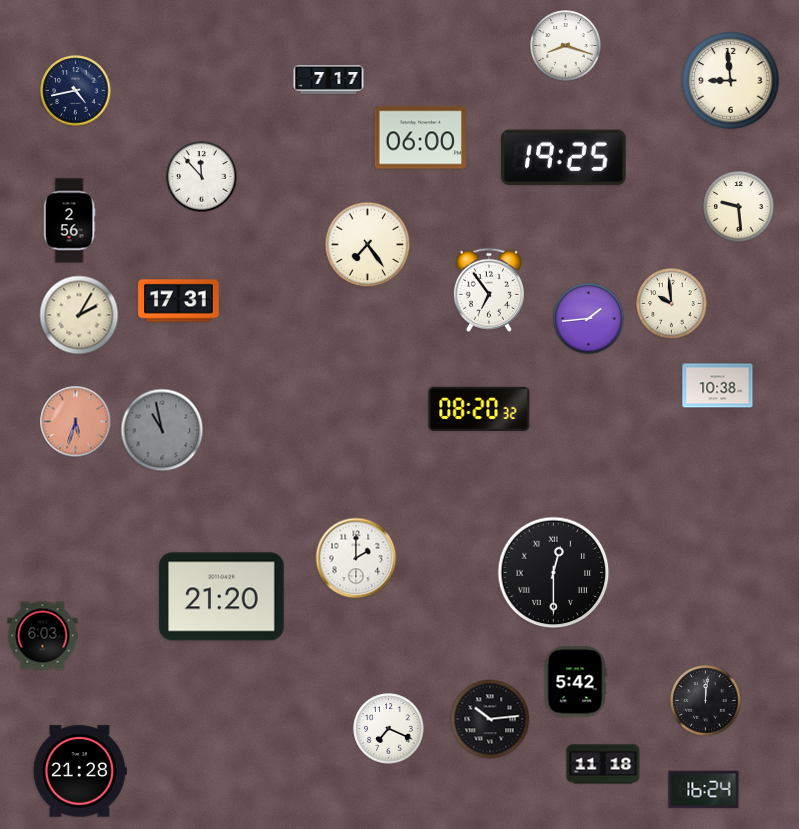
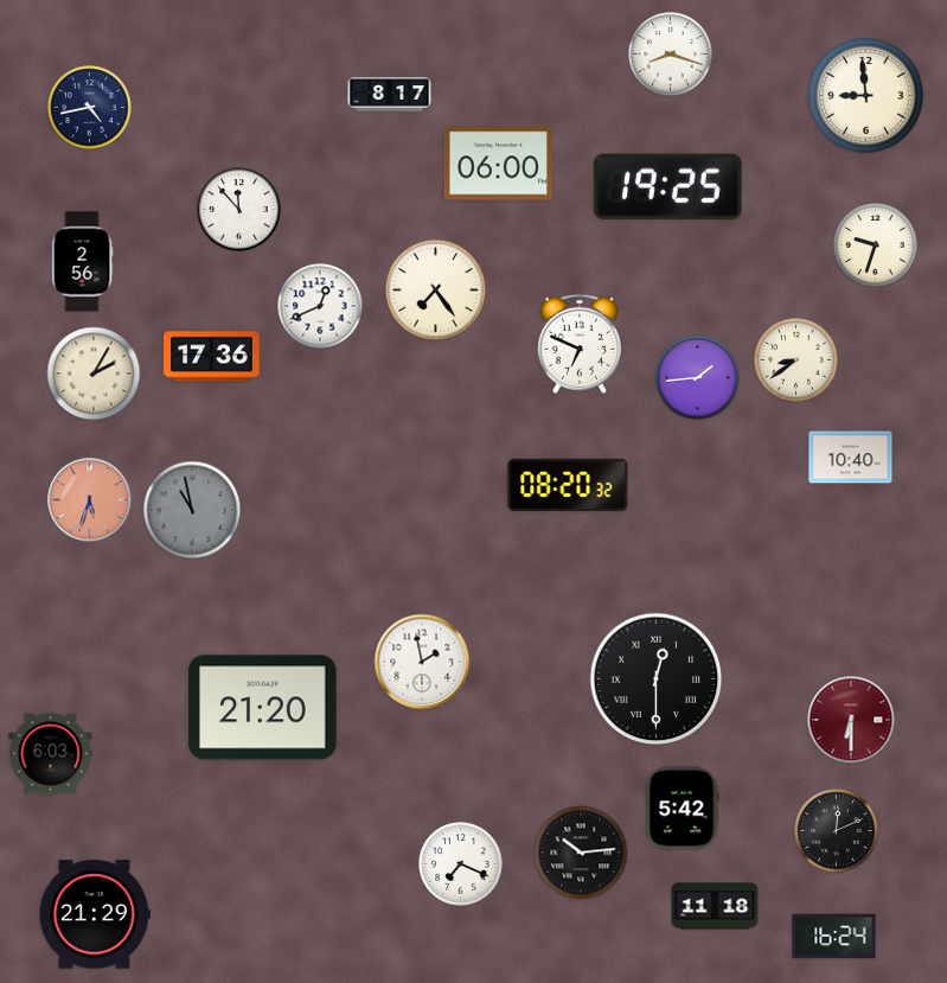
clock at (329, 80): 7:17 -> 8:17
clock at (739, 207): 9:29 -> 9:33
clock at (320, 306): none -> 12:41
clock at (489, 290): 6:54 -> 6:49
clock at (179, 301): 17:31 -> 17:36
clock at (672, 304): 9:59 -> 8:39
clock at (718, 386): 10:38 -> 10:40
clock at (356, 558): 2:00 -> 1:58
clock at (851, 720): none -> 6:30
clock at (706, 701): 12:01 -> 12:11
clock at (80, 771): 21:28 -> 21:29
